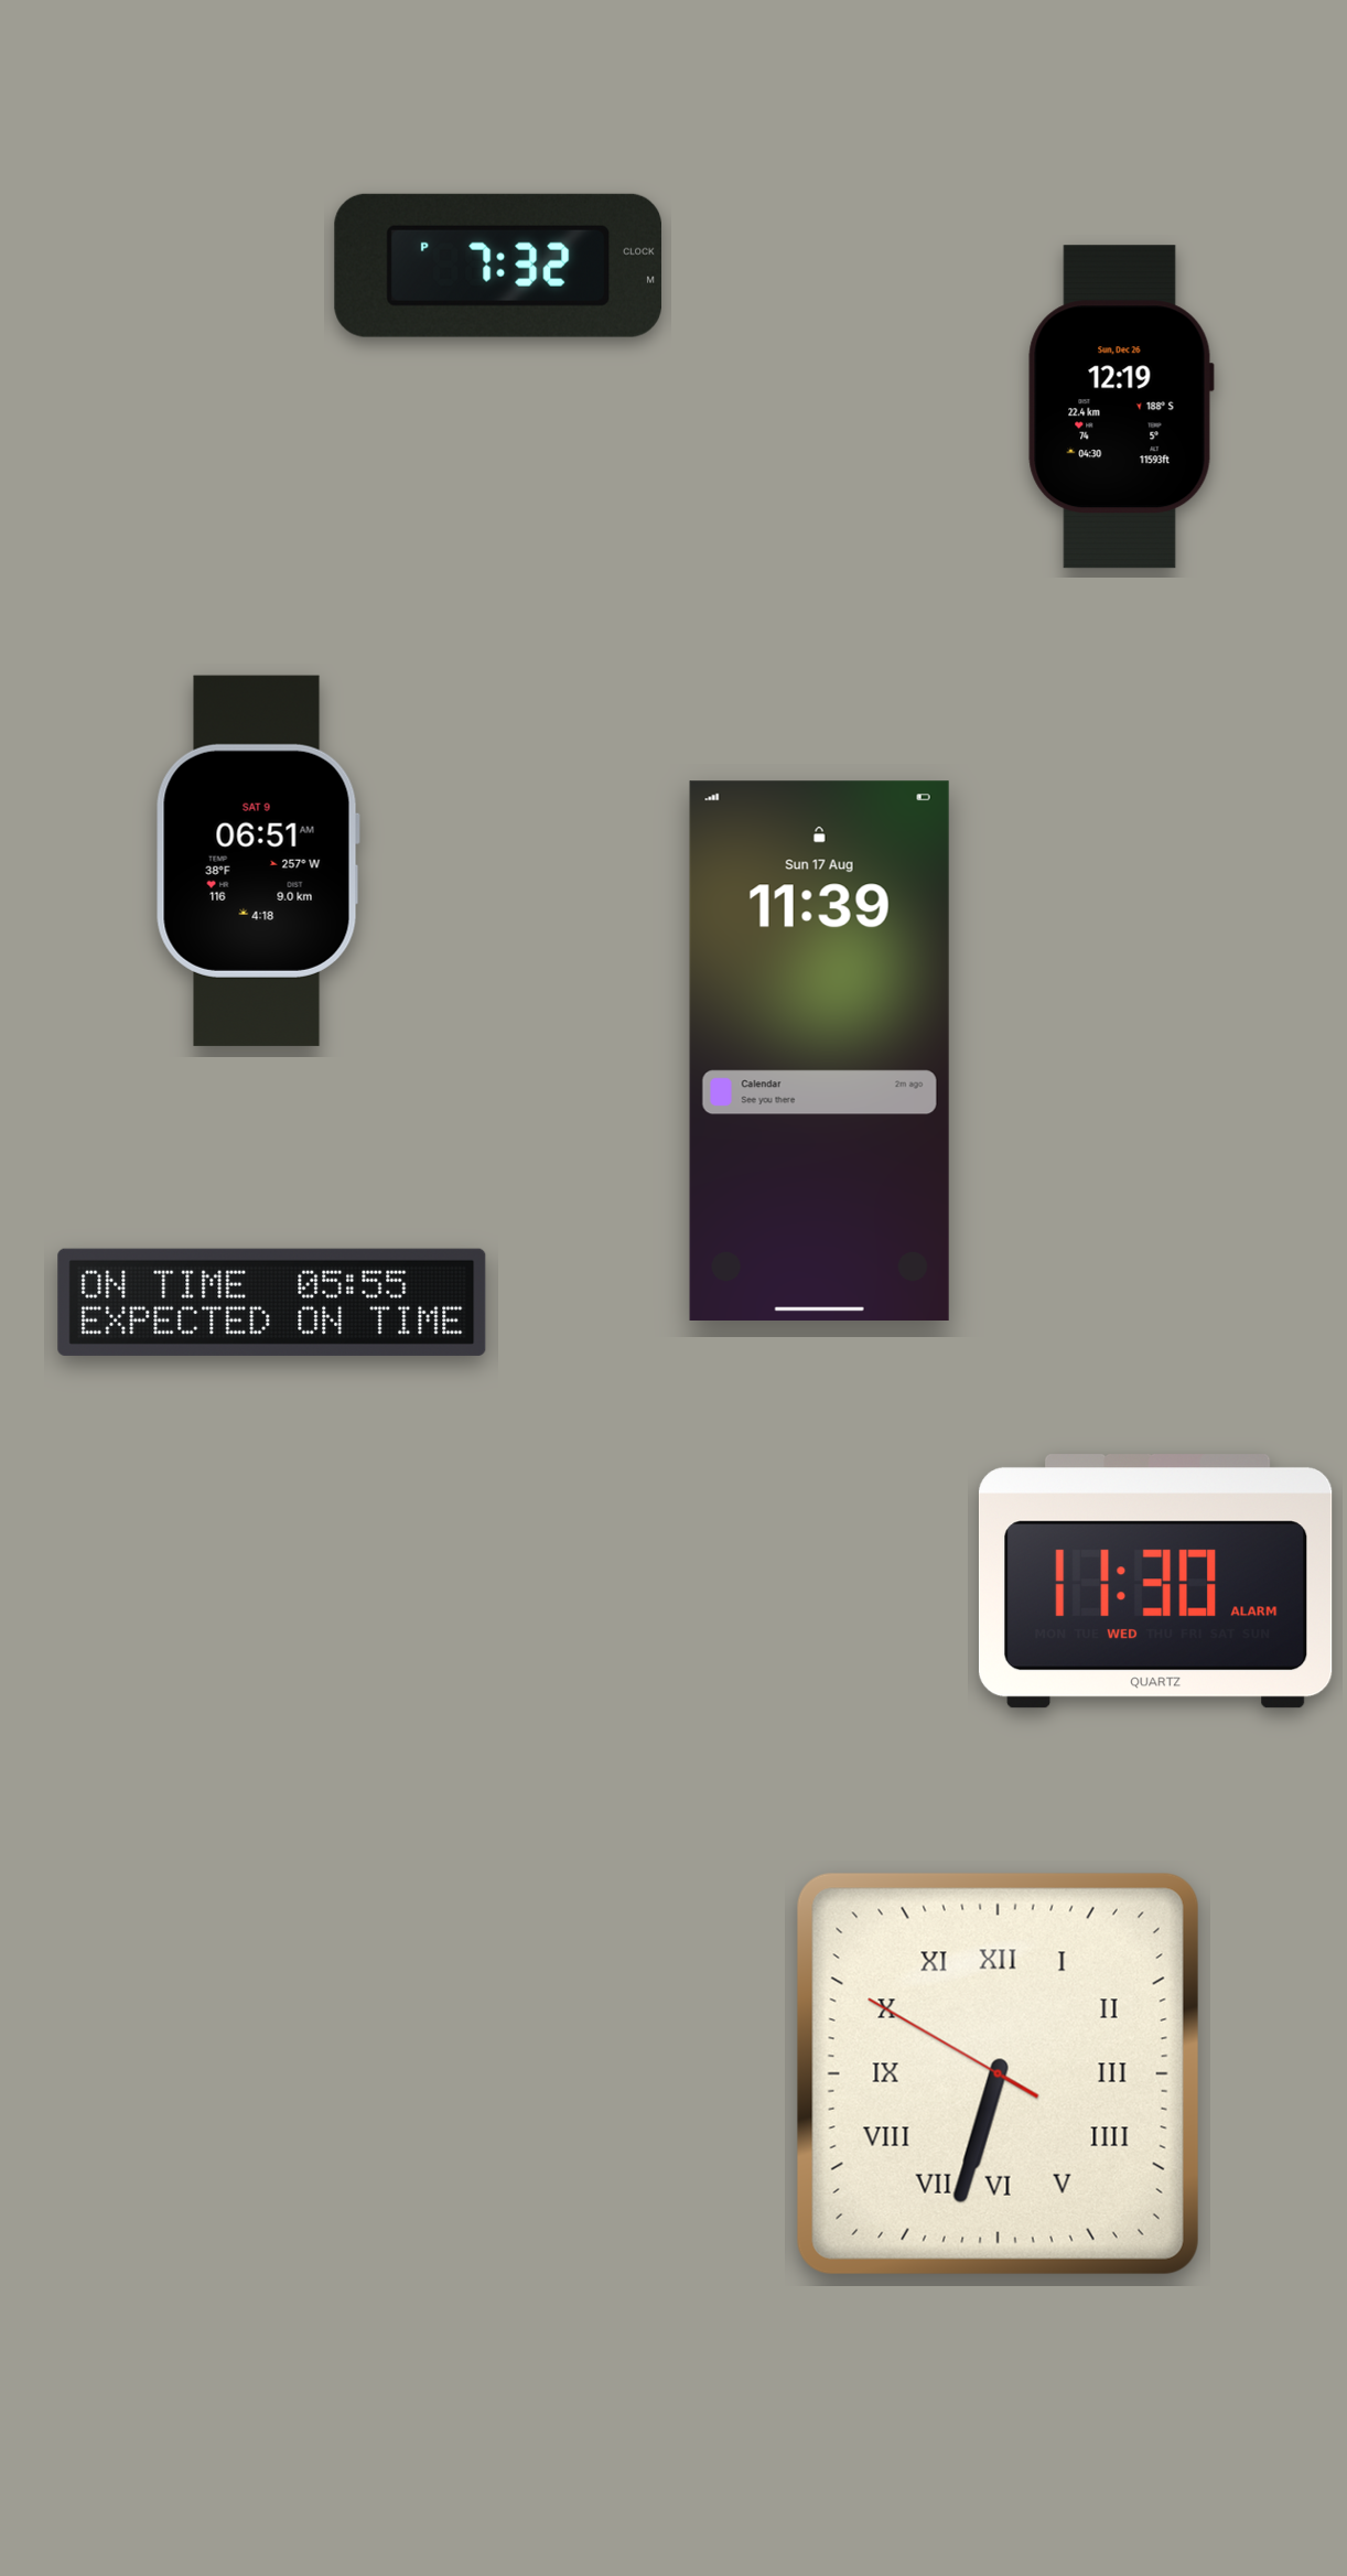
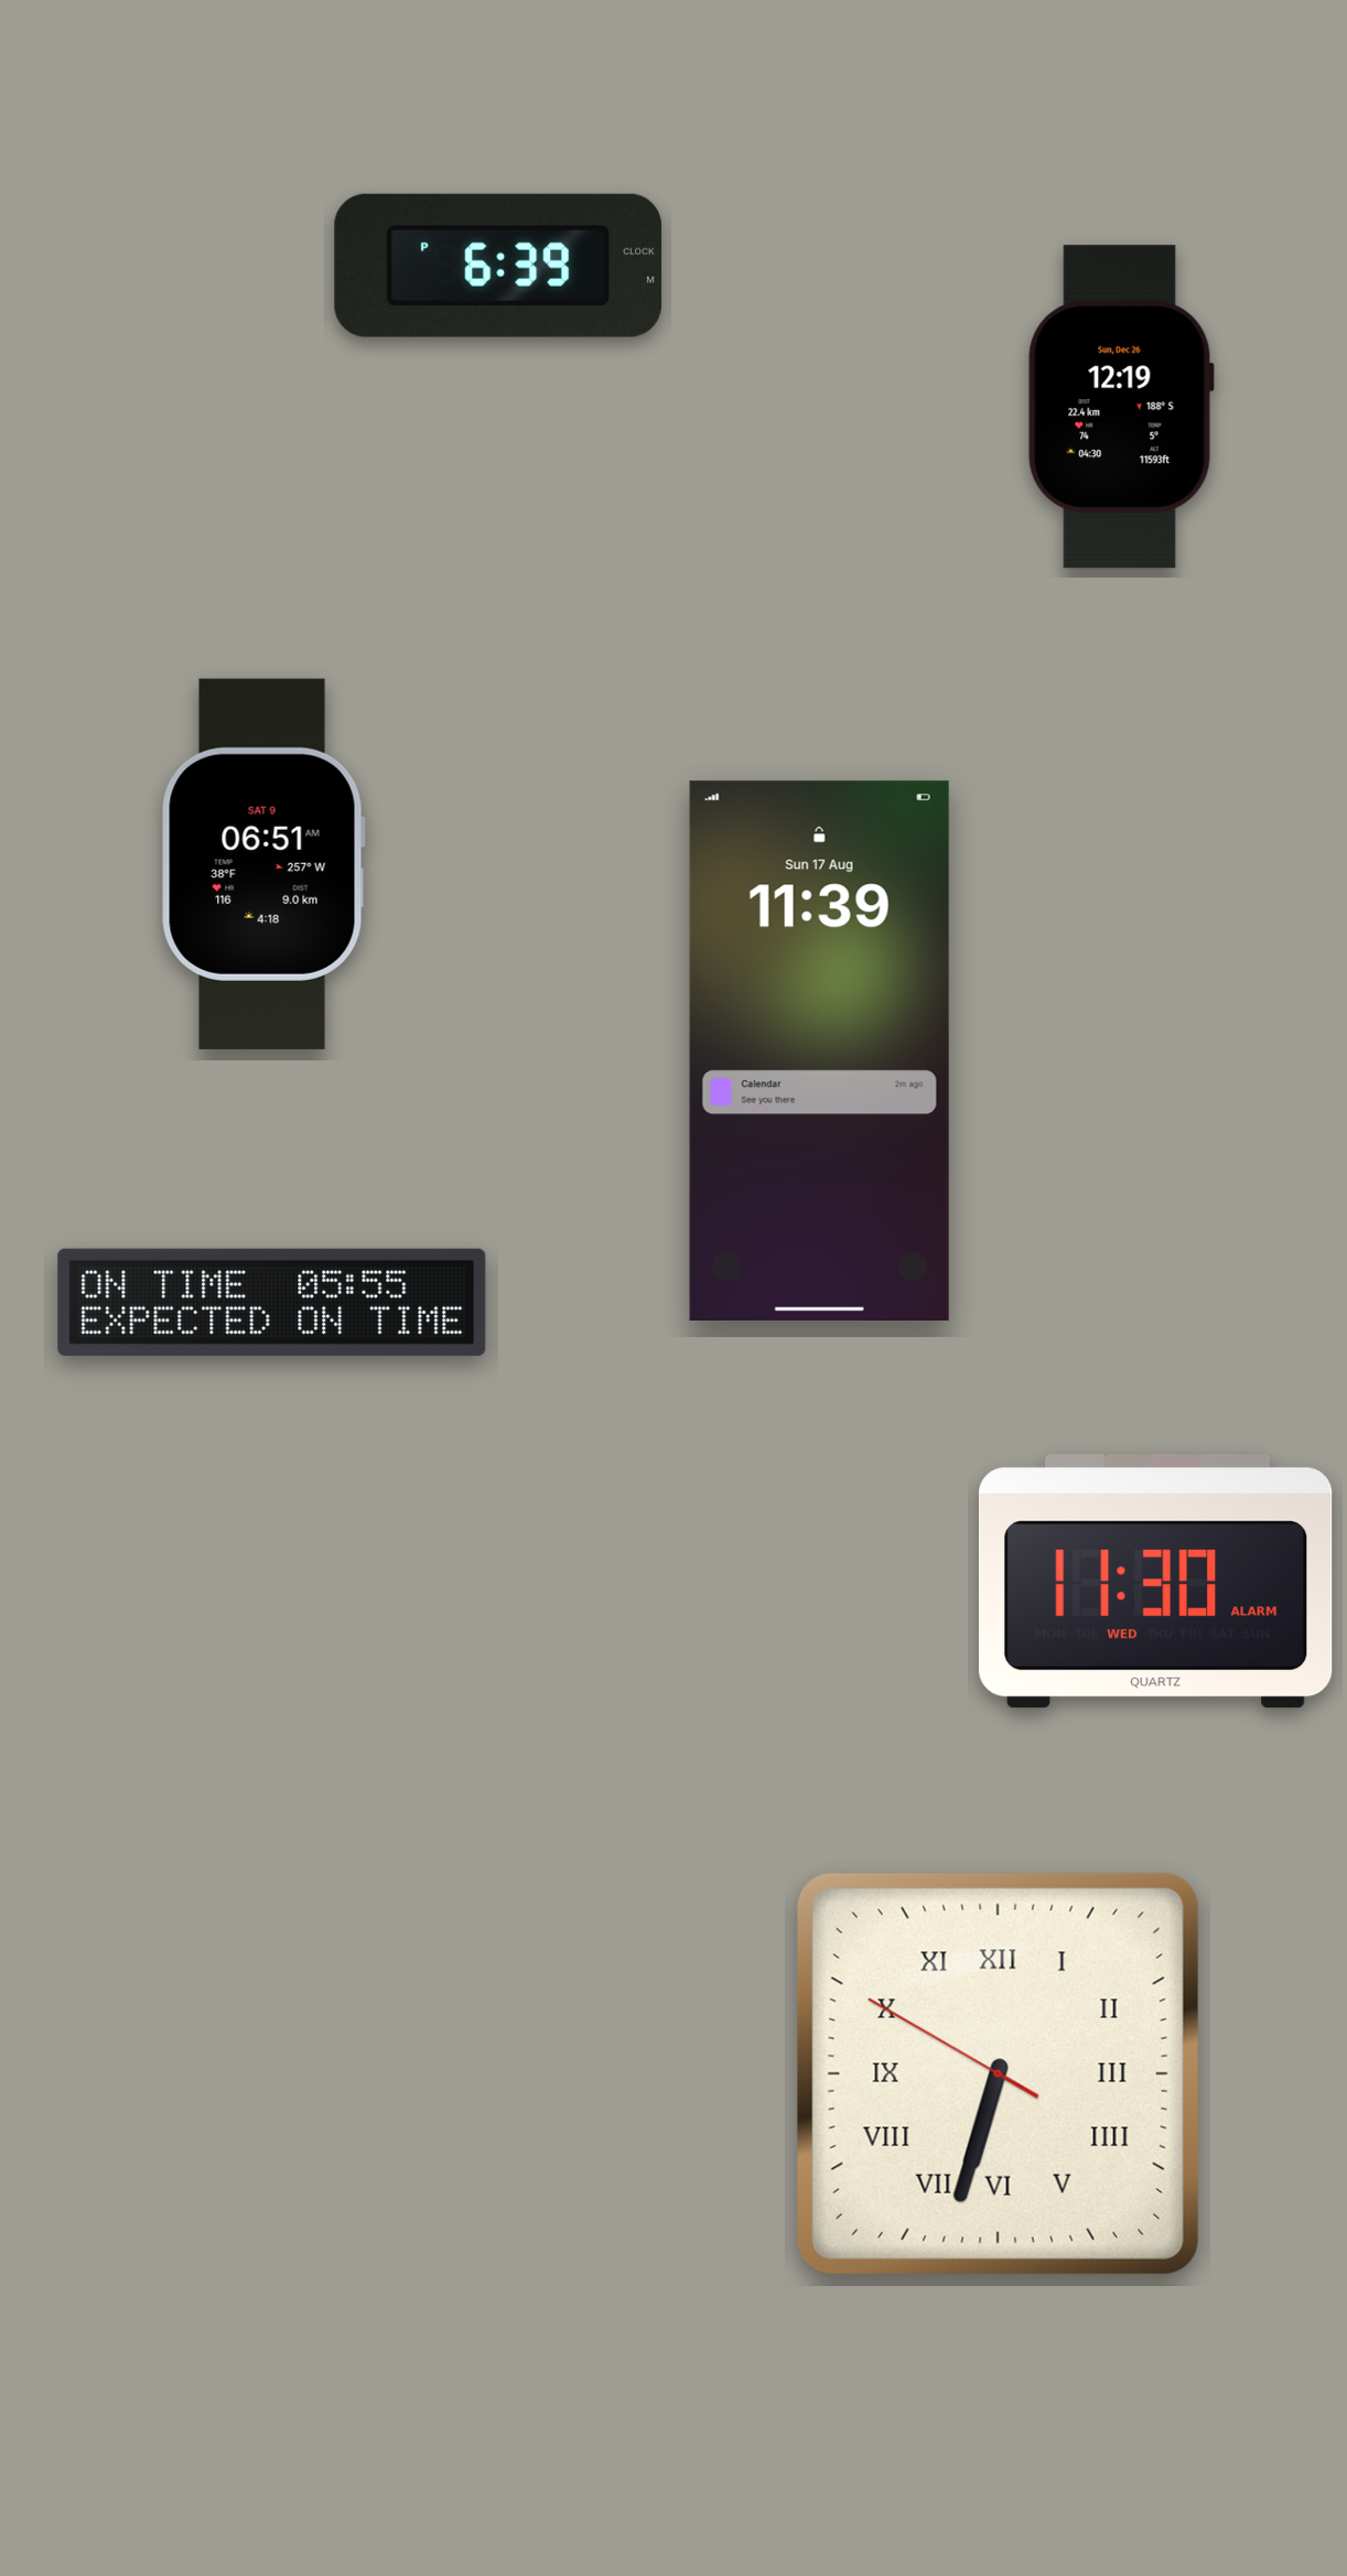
clock at (497, 266): 7:32 -> 6:39
clock at (258, 861) position: (258, 861) -> (263, 864)
